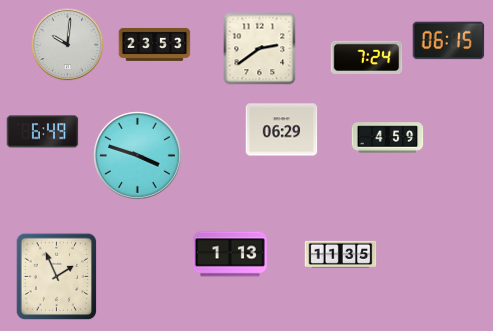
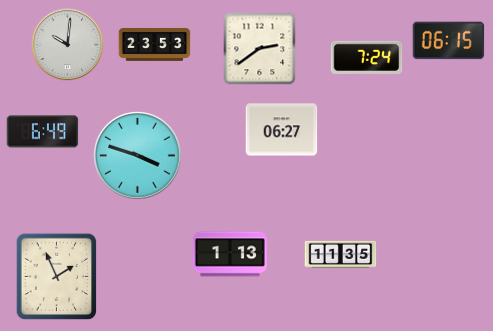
clock at (282, 130): 06:29 -> 06:27
clock at (388, 138): 4:59 -> none
